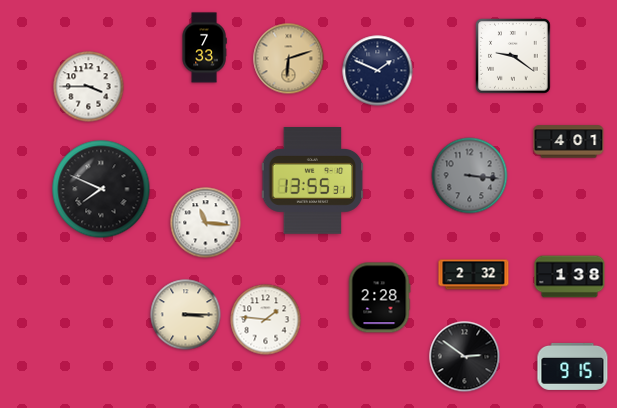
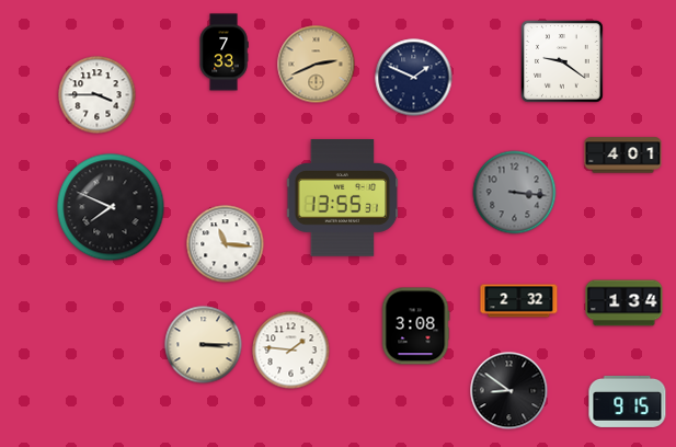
clock at (289, 59): 6:12 -> 2:41
clock at (570, 277): 1:38 -> 1:34
clock at (379, 298): 2:28 -> 3:08
clock at (465, 357): 2:51 -> 8:51
